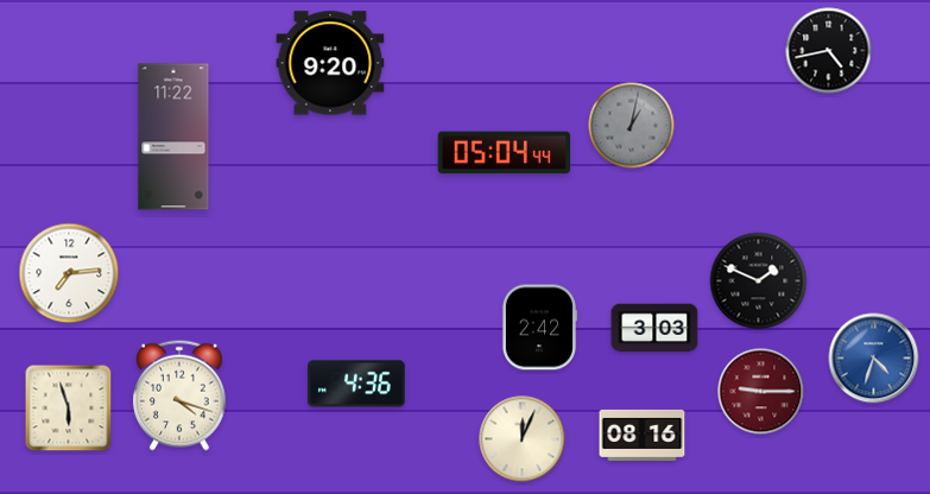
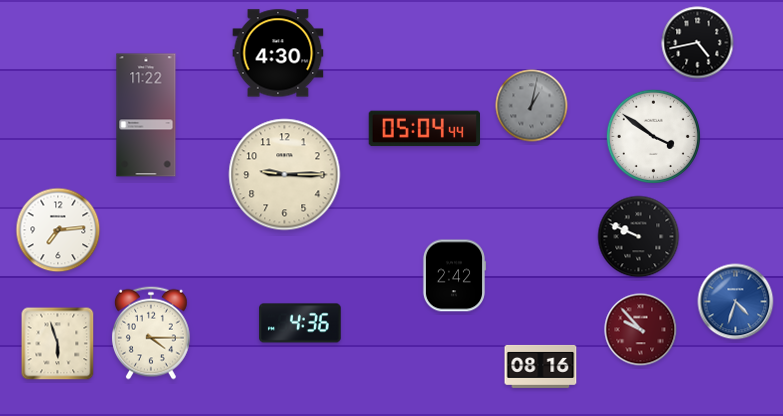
clock at (330, 63): 9:20 -> 4:30
clock at (653, 136): none -> 3:51
clock at (285, 175): none -> 9:15
clock at (759, 281): 1:49 -> 9:49
clock at (654, 328): 3:03 -> none
clock at (761, 392): 9:15 -> 9:53
clock at (179, 395): 4:18 -> 4:15
clock at (523, 439): 12:04 -> none
